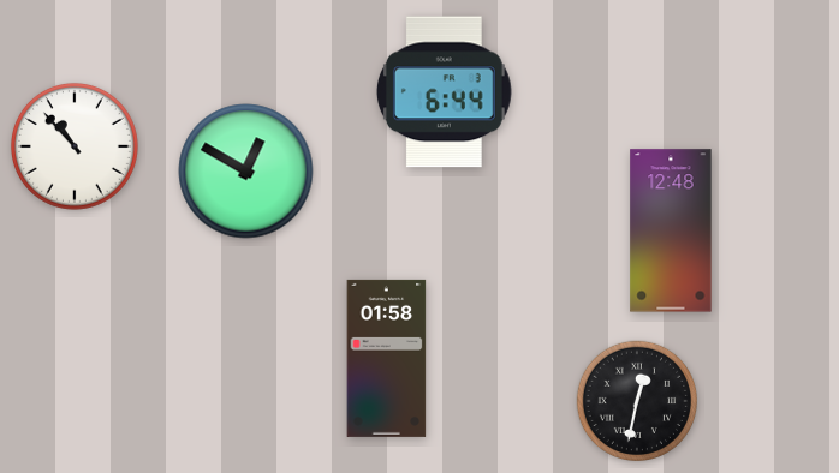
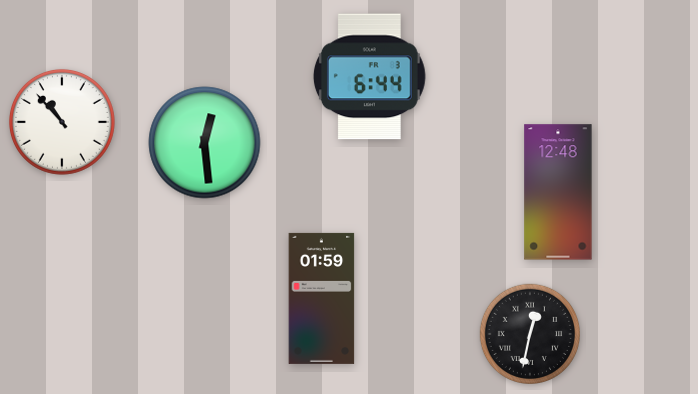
clock at (246, 172): 12:50 -> 12:29
clock at (387, 358): 01:58 -> 01:59
